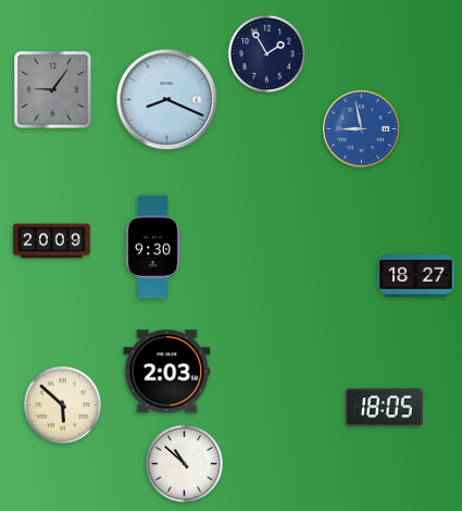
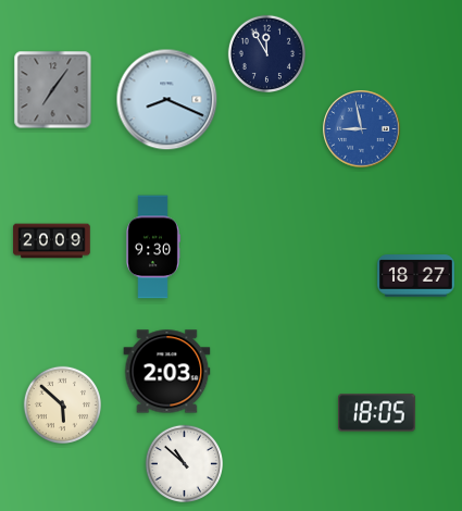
clock at (266, 53): 1:55 -> 11:55
clock at (53, 90): 9:06 -> 7:06
clock at (385, 408) position: (385, 408) -> (377, 413)
